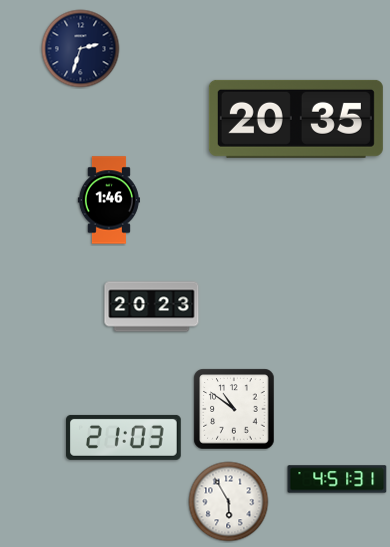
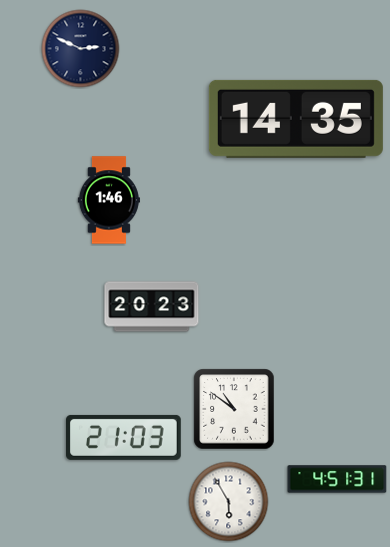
clock at (81, 49): 2:33 -> 2:49
clock at (296, 119): 20:35 -> 14:35
